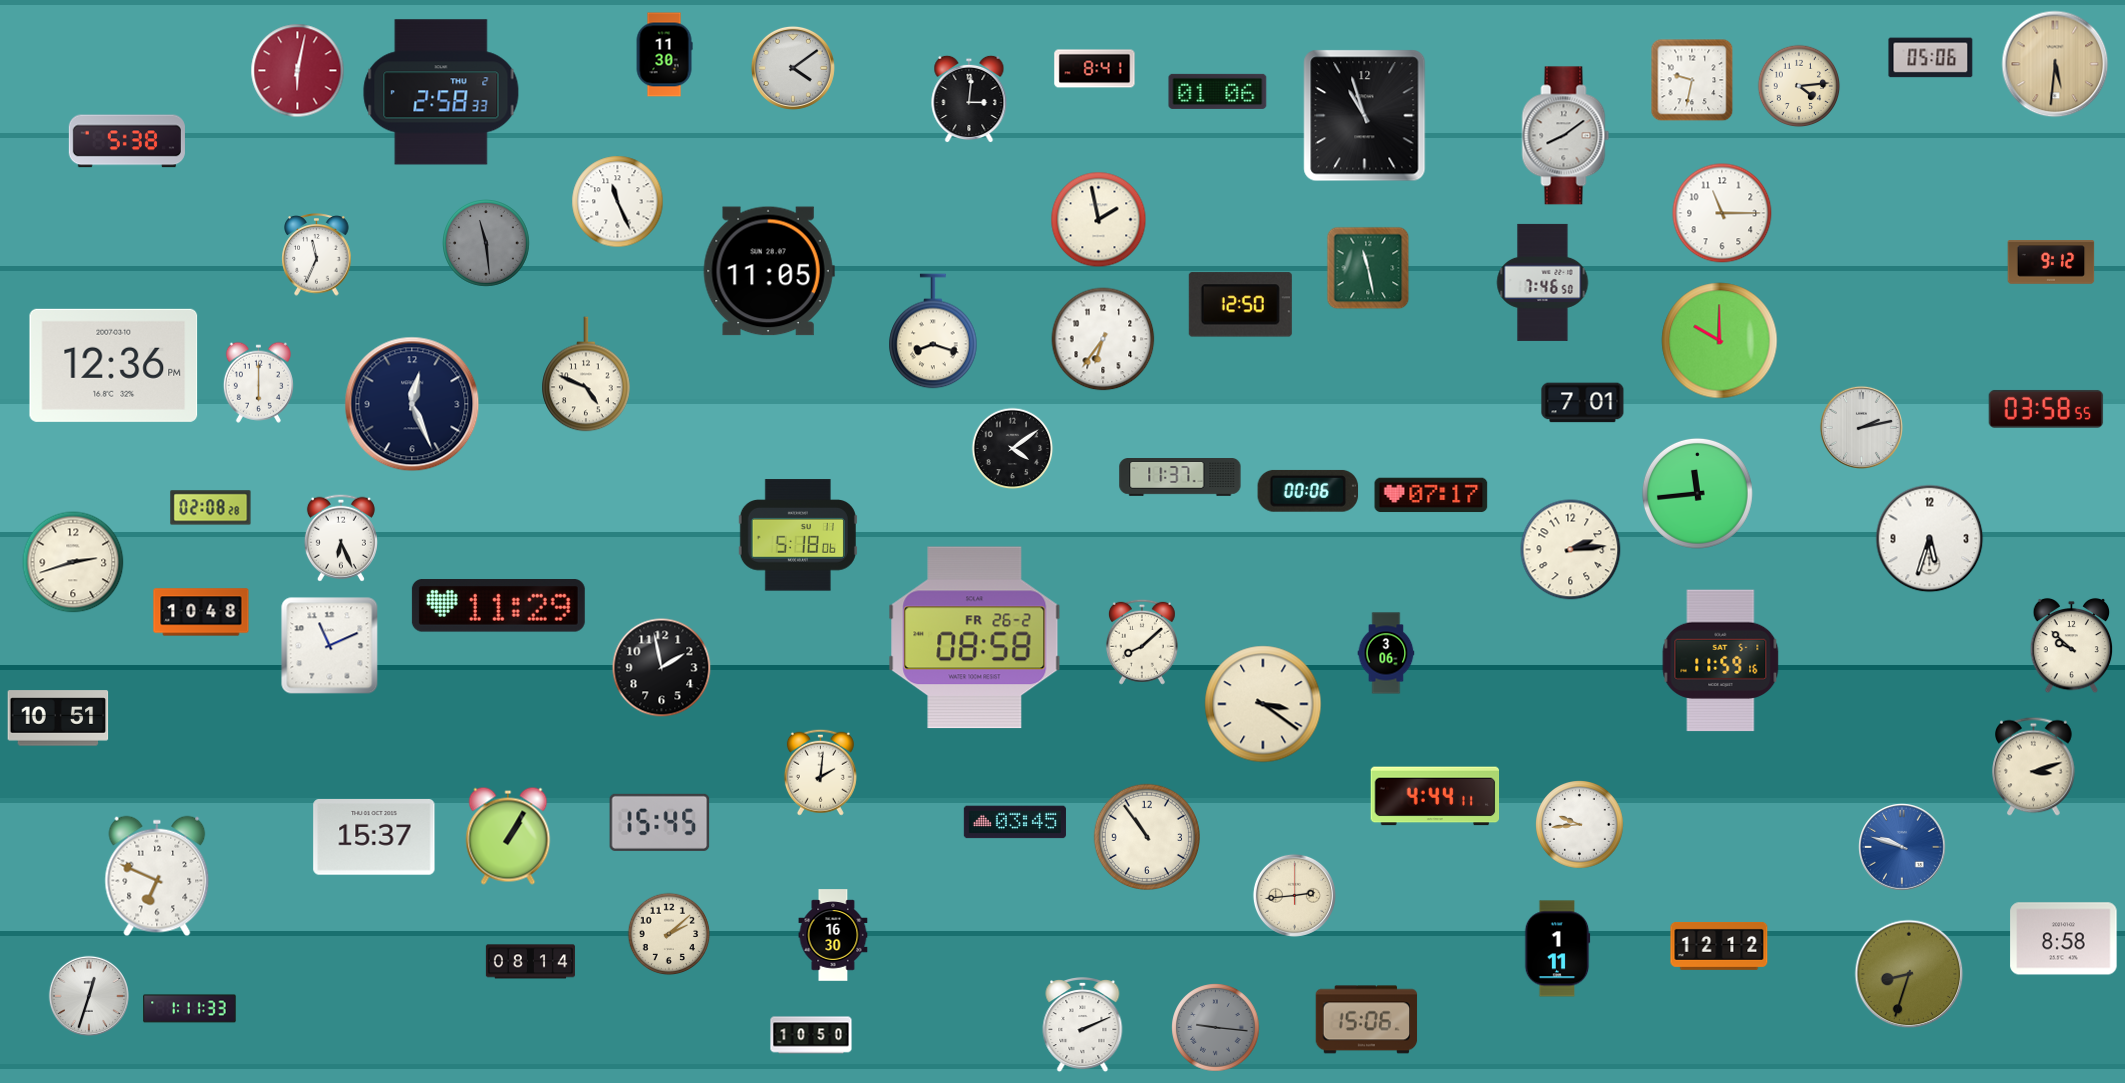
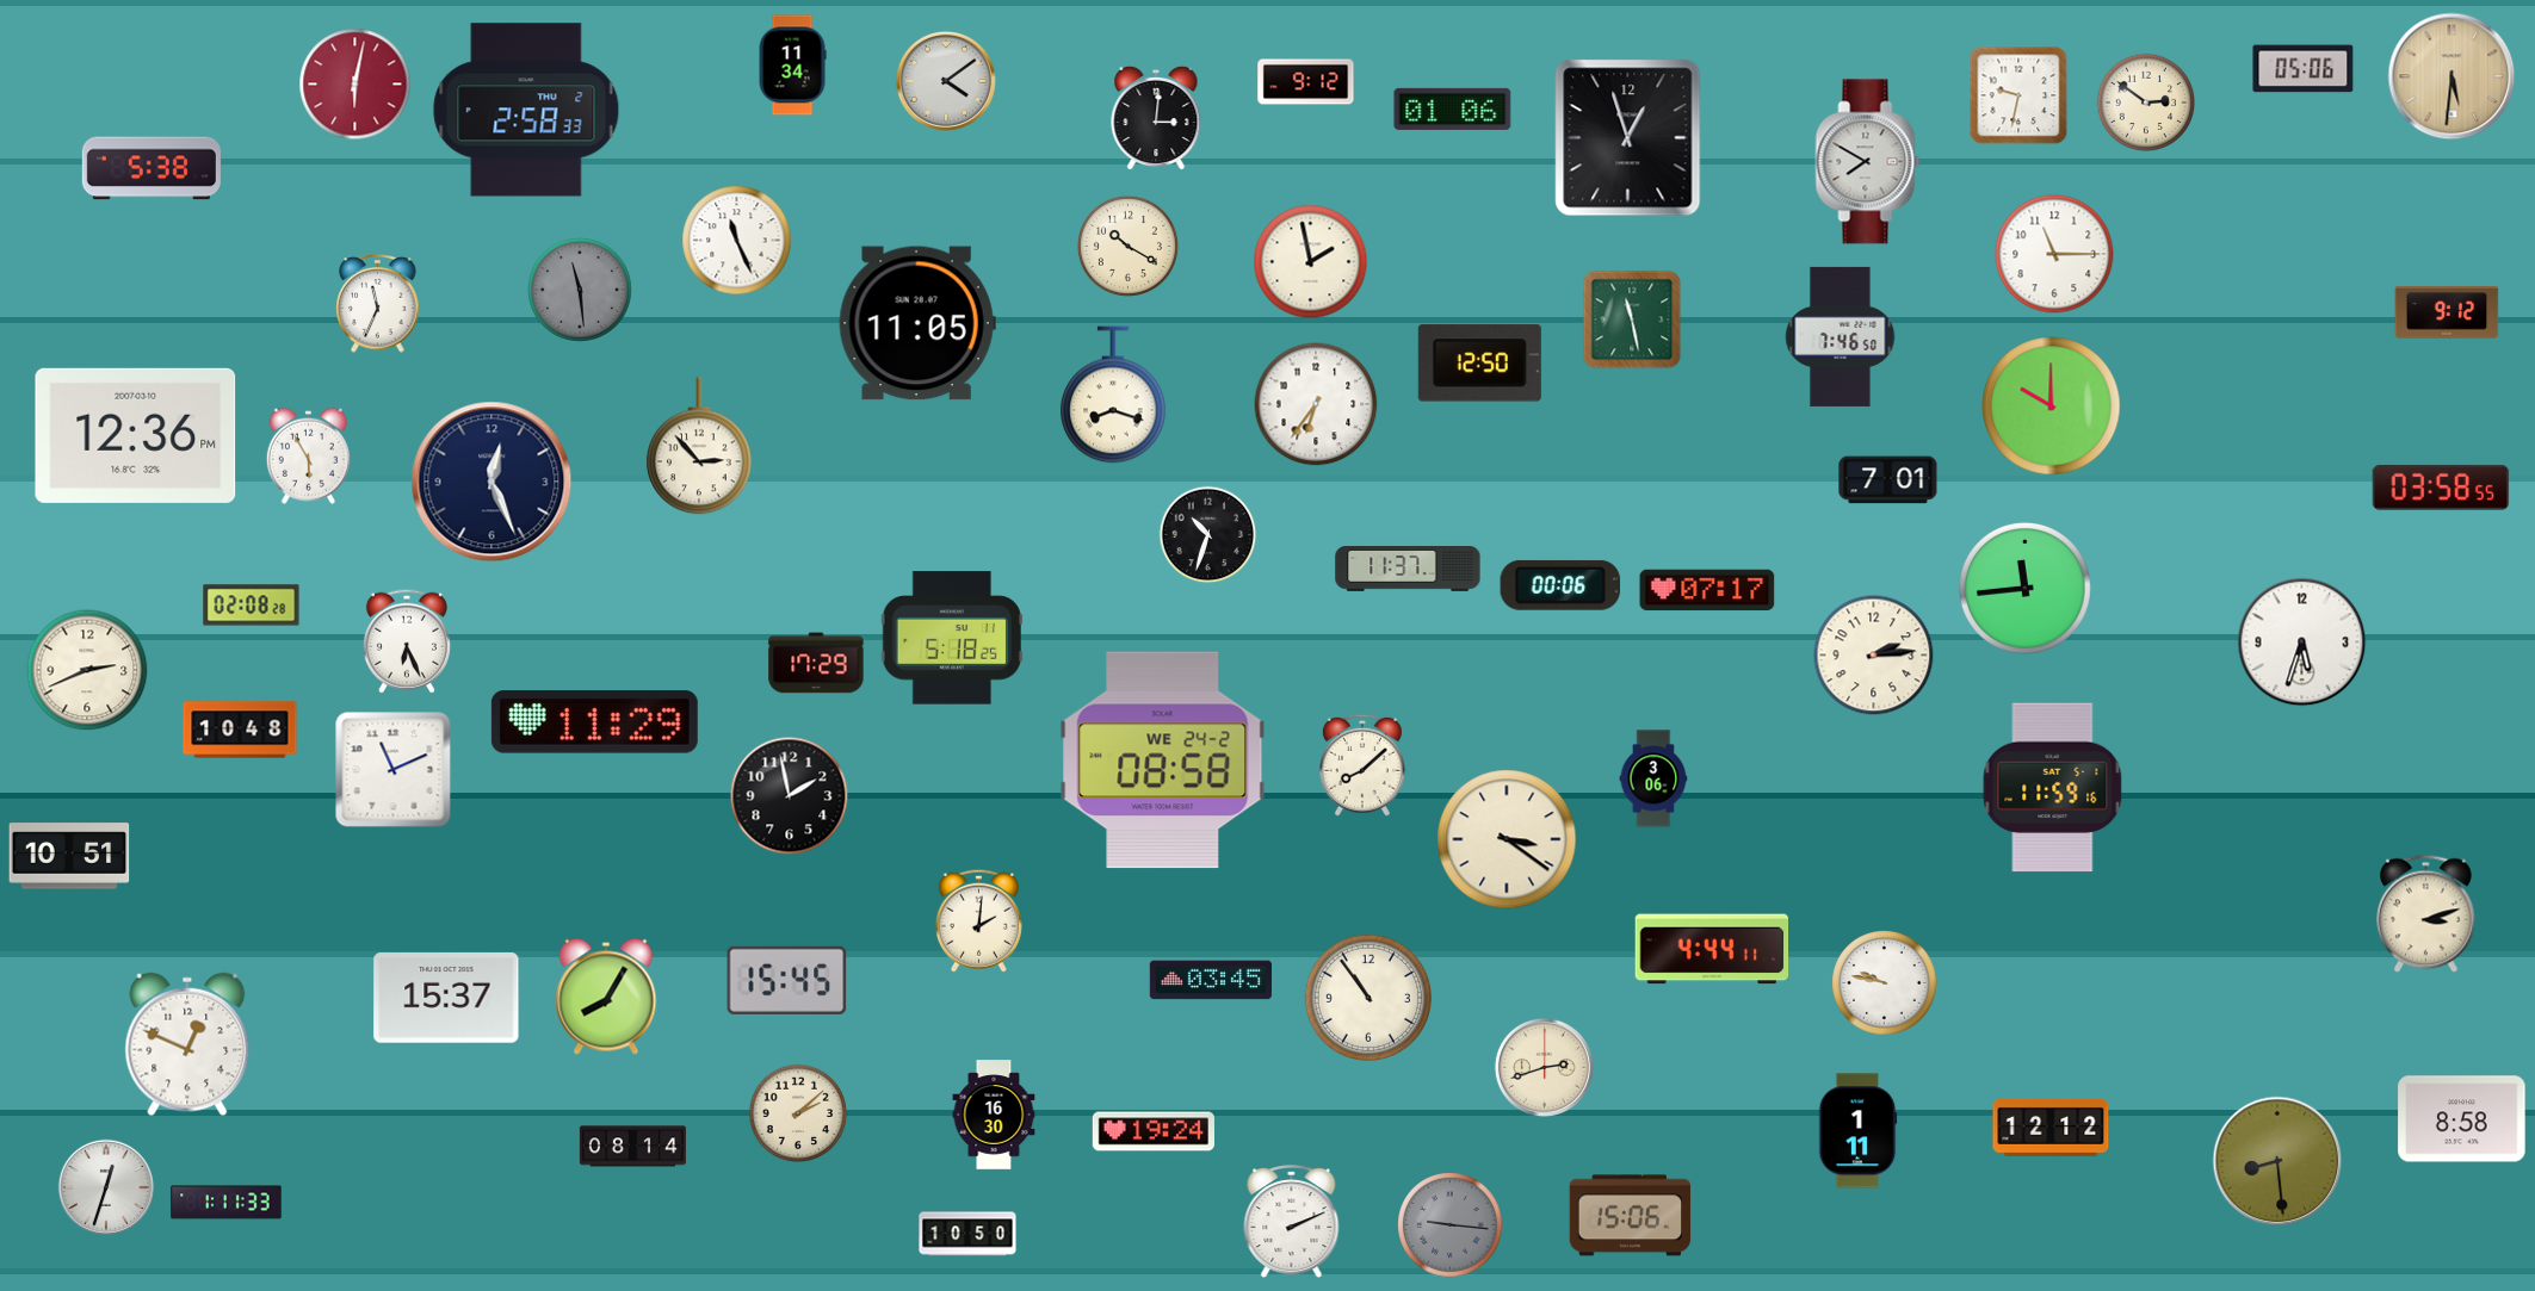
clock at (664, 55): 11:30 -> 11:34
clock at (1095, 69): 8:41 -> 9:12
clock at (1799, 86): 4:14 -> 2:51
clock at (1365, 116): 10:57 -> 12:57
clock at (1566, 136): 8:09 -> 7:50
clock at (1127, 246): none -> 10:20
clock at (586, 374): 4:49 -> 2:53
clock at (258, 382): 6:00 -> 5:55
clock at (1861, 427): 2:13 -> none
clock at (1013, 449): 4:09 -> 10:33
clock at (798, 535): 5:18:06 -> 5:18:25
clock at (816, 663): none -> 17:29
clock at (73, 562): 2:42 -> 2:41
clock at (975, 638) date: FR 26-2 -> WE 24-2
clock at (2072, 646): 9:52 -> none
clock at (1580, 825): 9:44 -> 9:47
clock at (508, 836): 1:05 -> 8:05
clock at (1902, 847): 9:48 -> none
clock at (157, 876): 6:49 -> 12:49
clock at (1294, 895): 2:44 -> 2:42
clock at (1154, 1131): none -> 19:24
clock at (1909, 974): 8:33 -> 8:29
